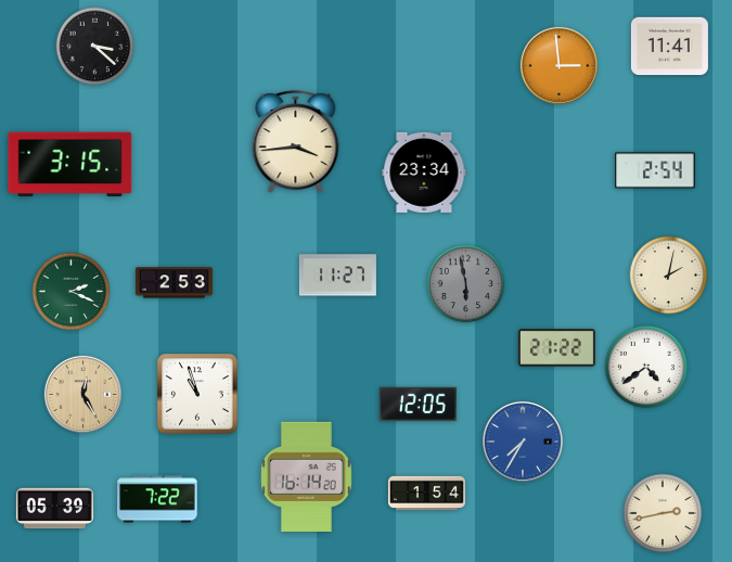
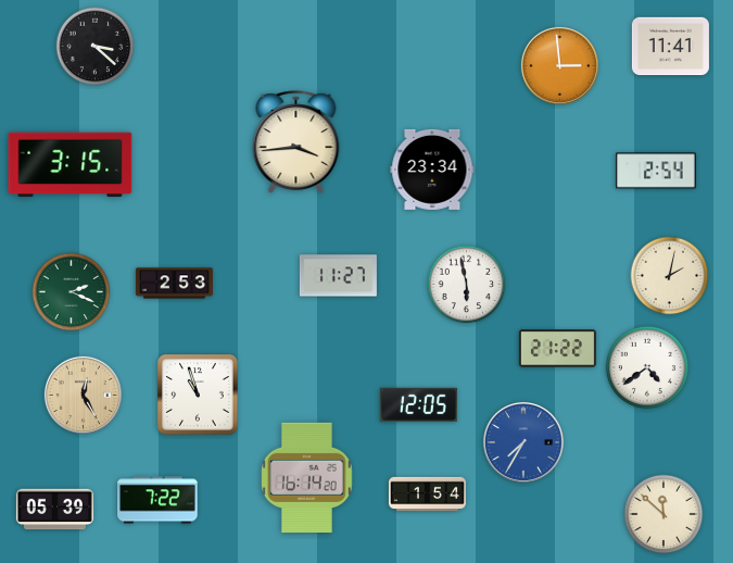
clock at (424, 173) position: (424, 173) -> (432, 170)
clock at (466, 284) dial: grey -> white
clock at (663, 513): 2:43 -> 11:52
